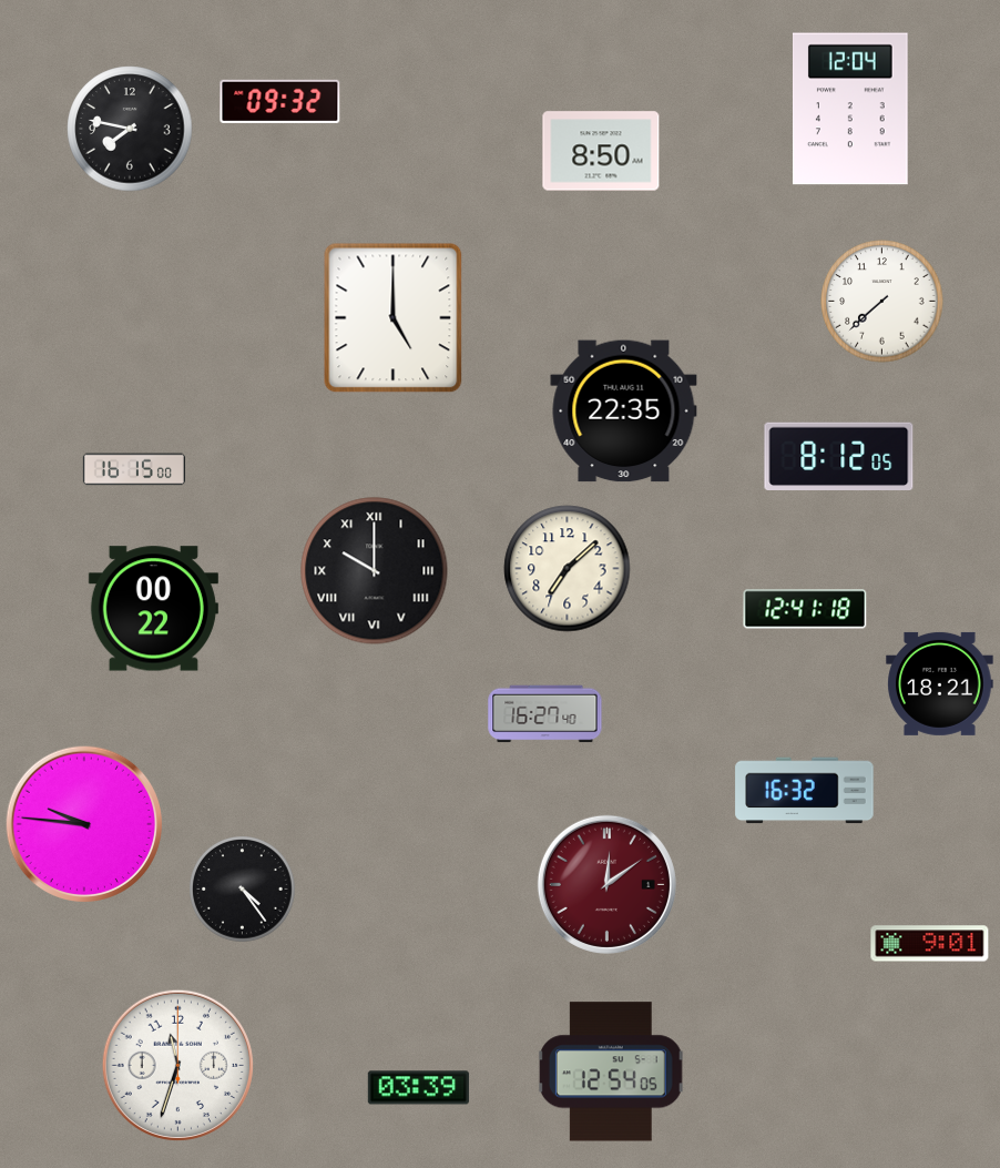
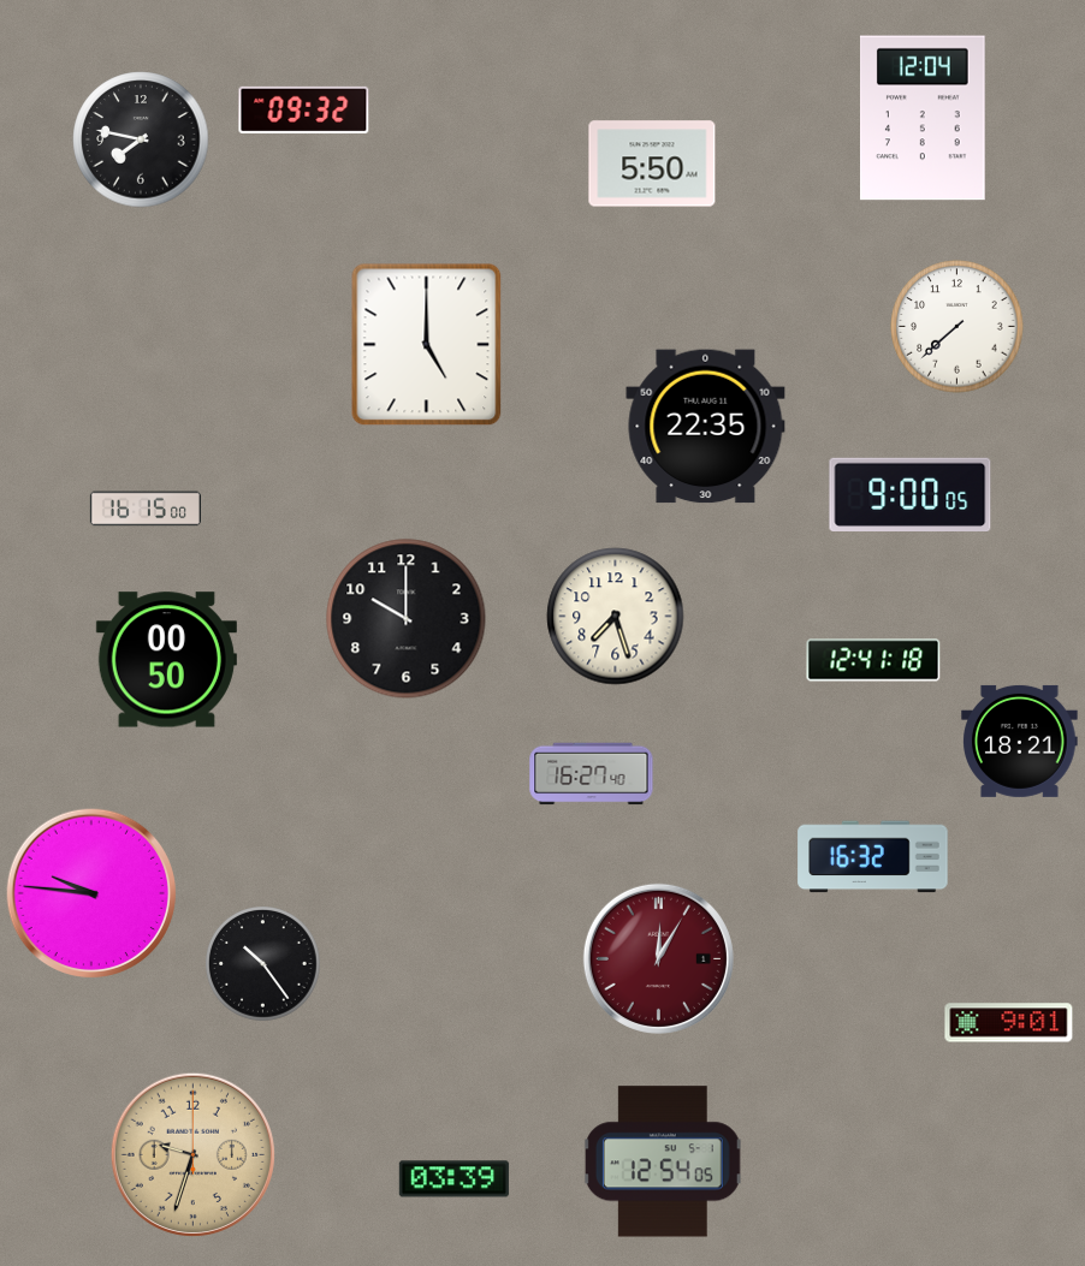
clock at (601, 151): 8:50 -> 5:50
clock at (624, 412) position: (624, 412) -> (706, 427)
clock at (839, 456): 8:12 -> 9:00
clock at (568, 569): 7:08 -> 7:27
clock at (375, 571) numerals: Roman -> Arabic
clock at (153, 609): 00:22 -> 00:50
clock at (606, 884): 12:09 -> 12:05
clock at (243, 890): 4:24 -> 10:24
clock at (177, 1065): 11:33 -> 9:33
clock at (177, 1065) dial: white -> champagne
